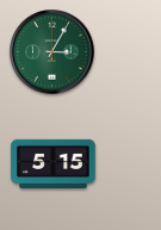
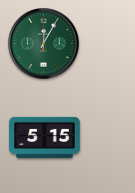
clock at (52, 52): 3:05 -> 12:05
